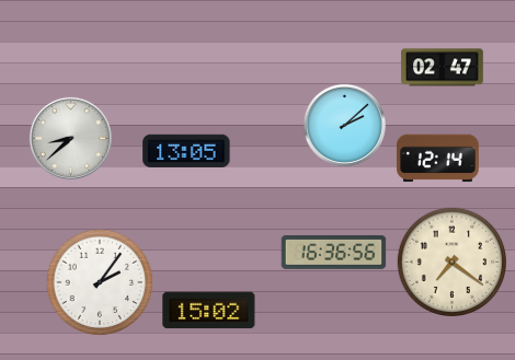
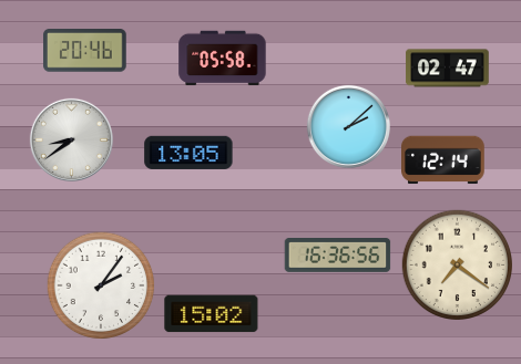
clock at (85, 51): none -> 20:46
clock at (223, 59): none -> 05:58
clock at (70, 138): 8:38 -> 8:39
